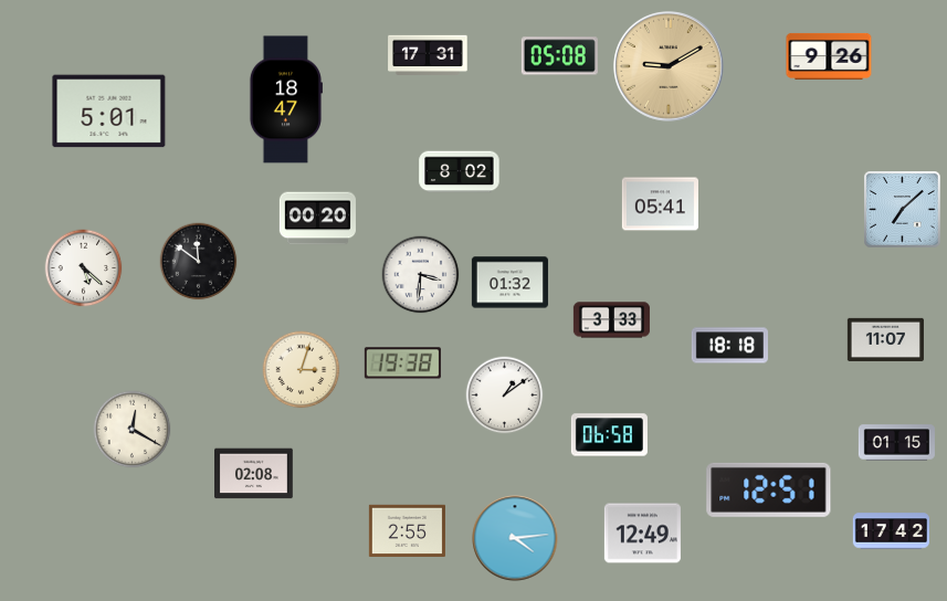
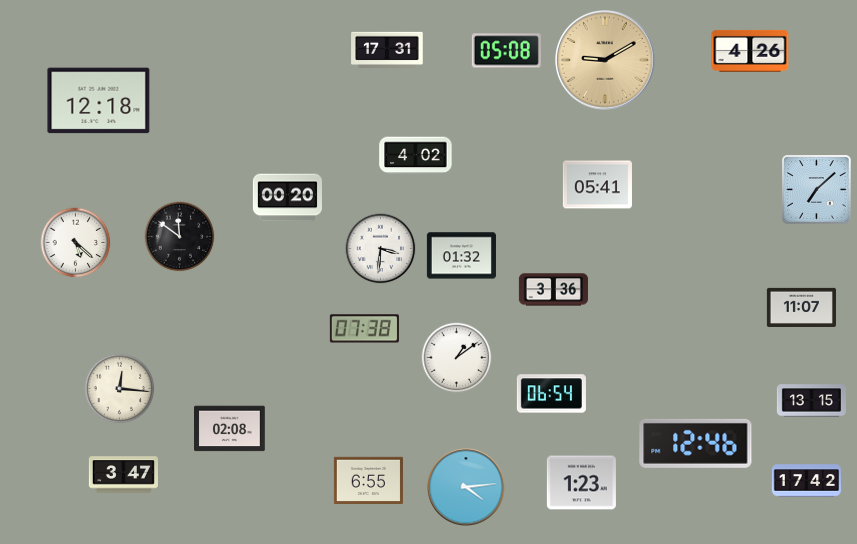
clock at (829, 56): 9:26 -> 4:26
clock at (285, 99): 18:47 -> none
clock at (109, 112): 5:01 -> 12:18
clock at (460, 172): 8:02 -> 4:02
clock at (611, 320): 3:33 -> 3:36
clock at (729, 346): 18:18 -> none
clock at (402, 363): 19:38 -> 07:38
clock at (302, 370): 3:03 -> none
clock at (133, 430): 12:20 -> 12:16
clock at (609, 435): 06:58 -> 06:54
clock at (896, 443): 01:15 -> 13:15
clock at (769, 489): 12:51 -> 12:46
clock at (123, 475): none -> 3:47
clock at (407, 530): 2:55 -> 6:55
clock at (642, 534): 12:49 -> 1:23
